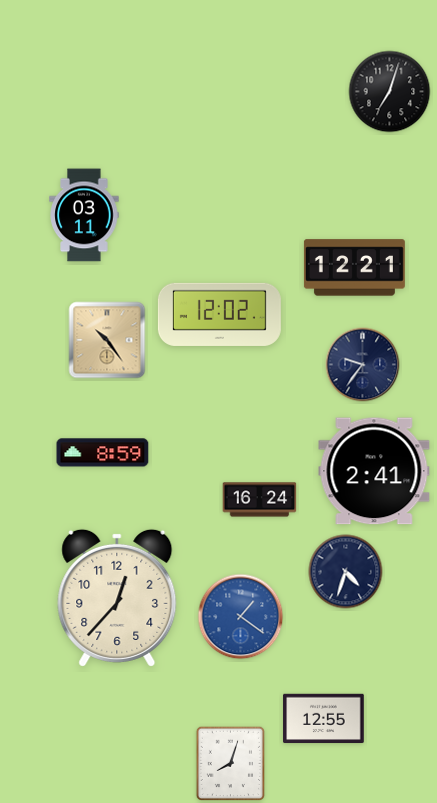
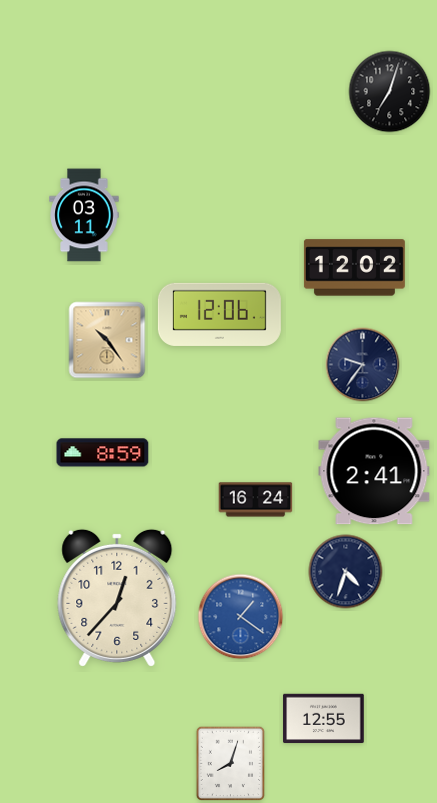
clock at (354, 268): 12:21 -> 12:02
clock at (219, 314): 12:02 -> 12:06
clock at (260, 500) position: (260, 500) -> (256, 500)
